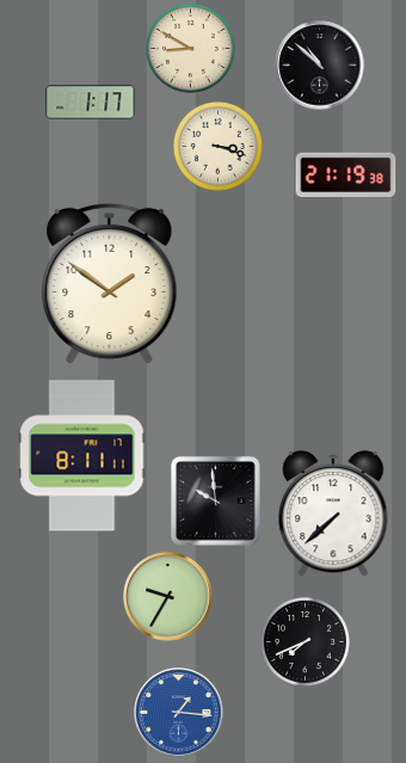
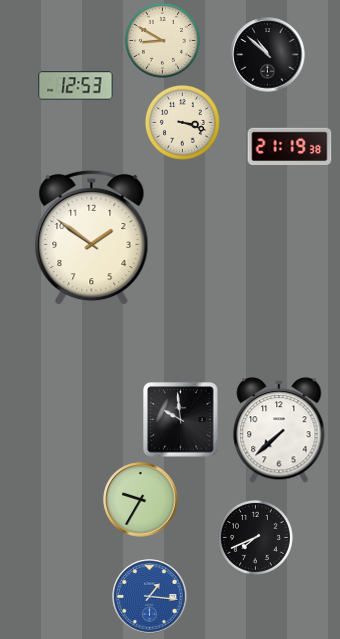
clock at (190, 48) position: (190, 48) -> (162, 40)
clock at (91, 103): 1:17 -> 12:53
clock at (82, 456): 8:11 -> none
